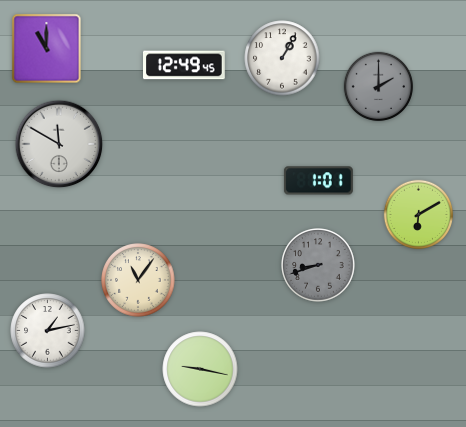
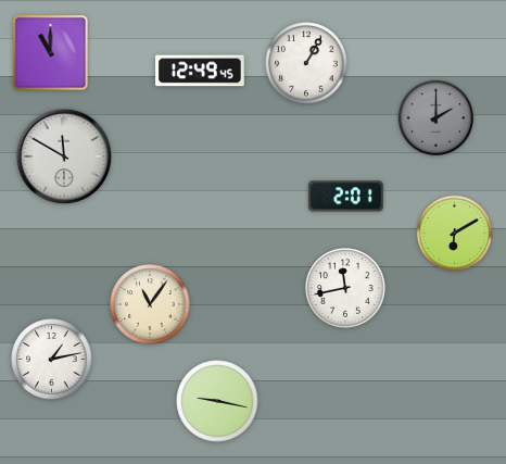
clock at (379, 87) position: (379, 87) -> (437, 118)
clock at (318, 181): 1:01 -> 2:01
clock at (318, 265): 8:42 -> 11:43
clock at (318, 265) dial: grey -> white
